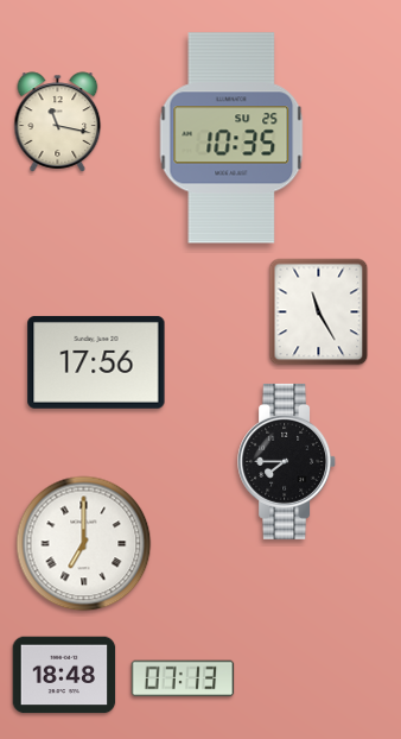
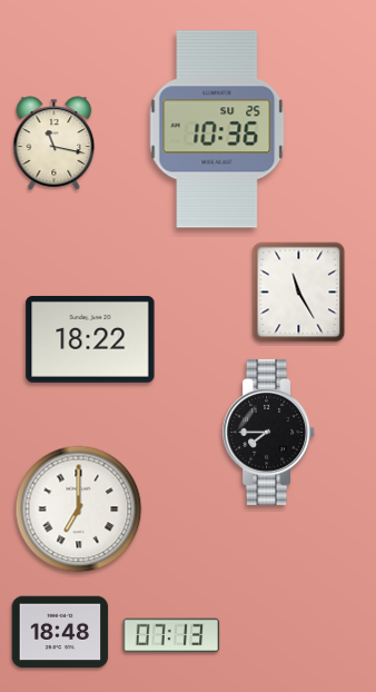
clock at (58, 122) position: (58, 122) -> (55, 144)
clock at (231, 138): 10:35 -> 10:36
clock at (96, 362): 17:56 -> 18:22
